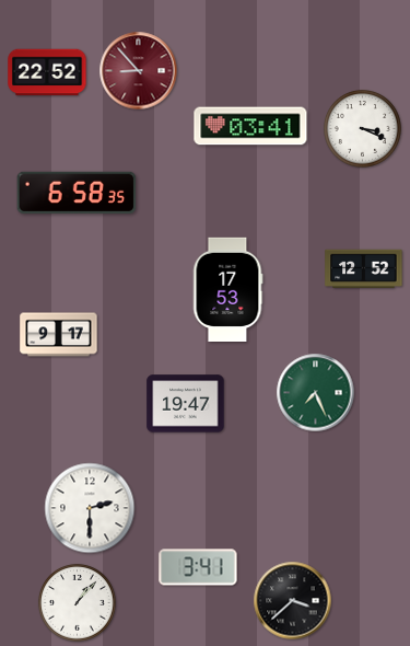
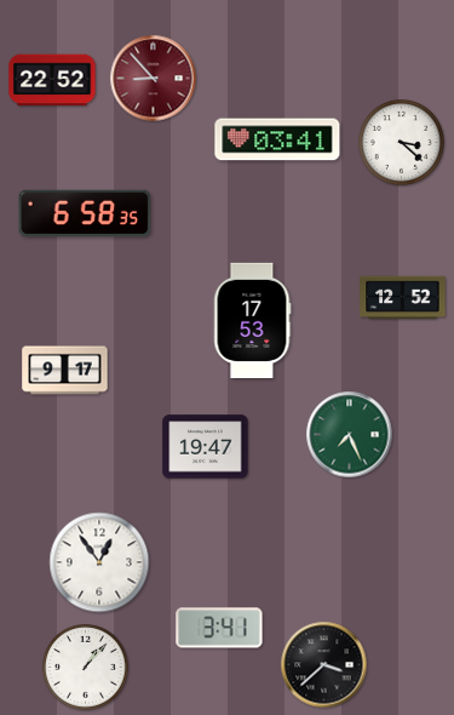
clock at (362, 128): 3:19 -> 3:22
clock at (90, 508): 2:30 -> 12:54
